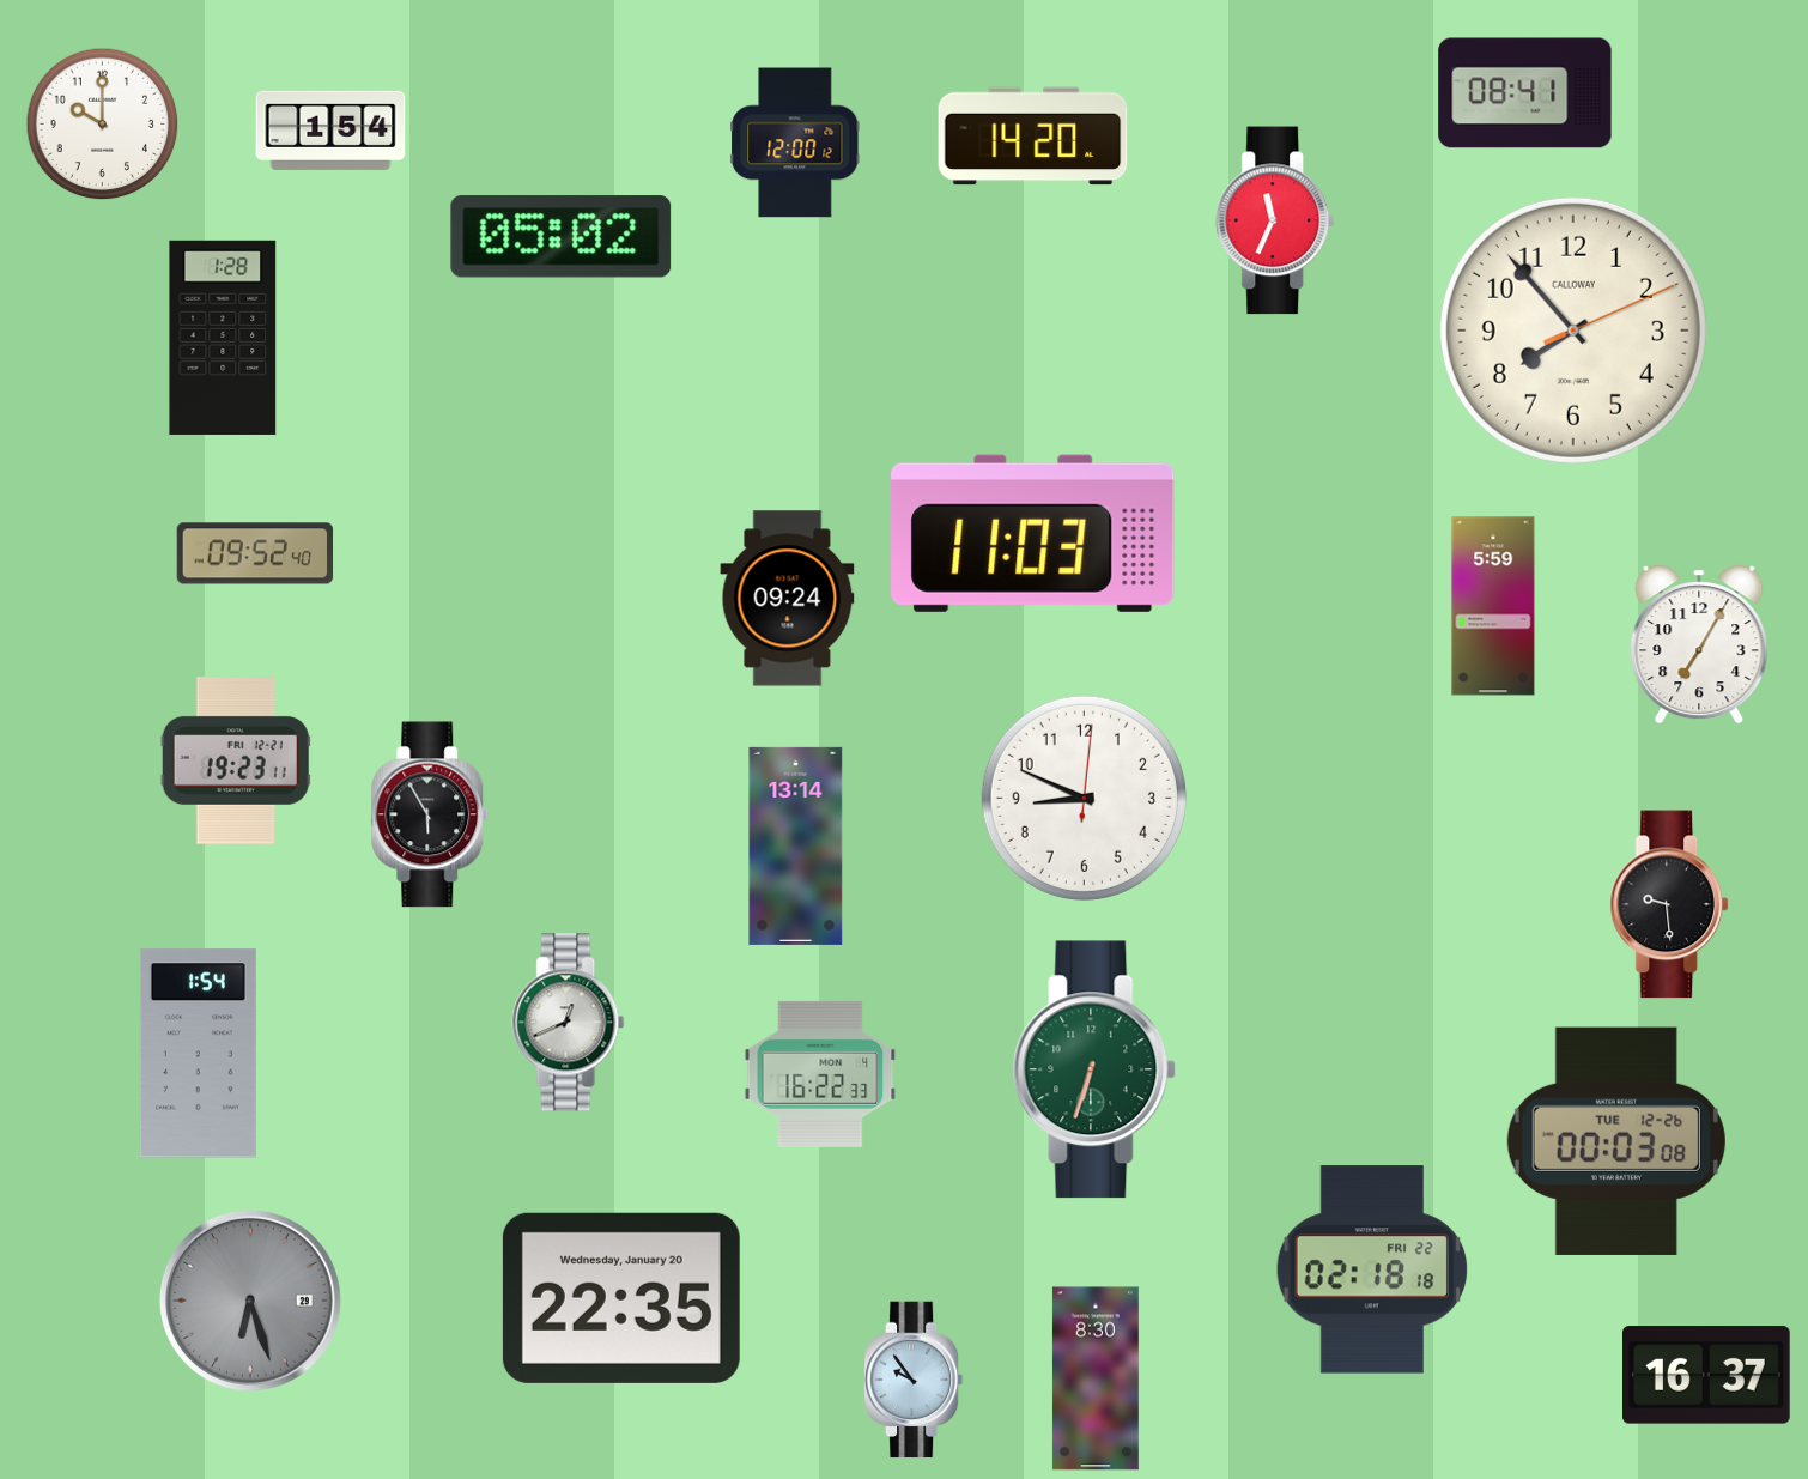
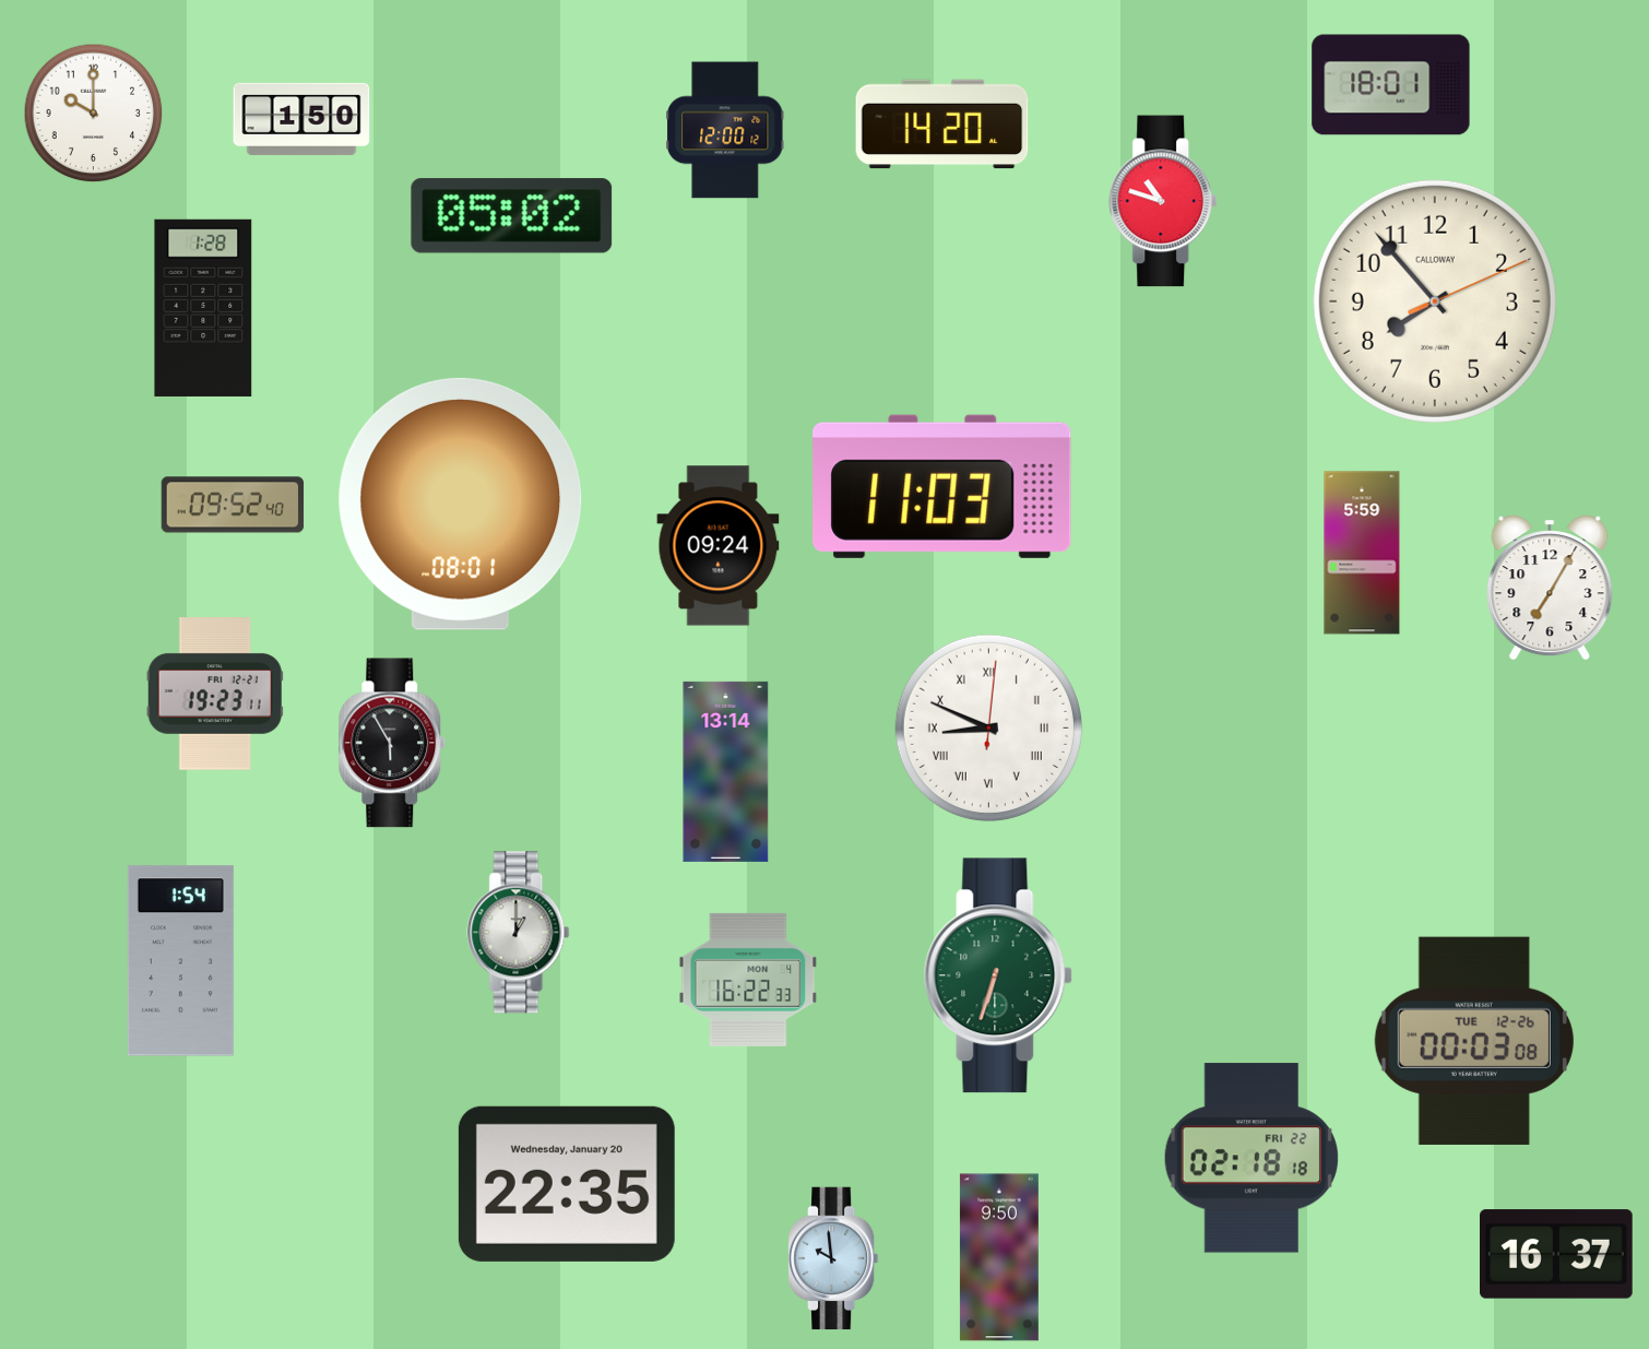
clock at (1525, 93): 08:41 -> 18:01
clock at (330, 131): 1:54 -> 1:50
clock at (1276, 220): 11:34 -> 10:48
clock at (461, 504): none -> 08:01
clock at (1084, 798) numerals: Arabic -> Roman
clock at (1670, 904): 9:29 -> none
clock at (569, 1023): 12:41 -> 1:00
clock at (250, 1301): 6:27 -> none
clock at (1096, 1378): 8:30 -> 9:50
clock at (915, 1380): 9:54 -> 9:59
